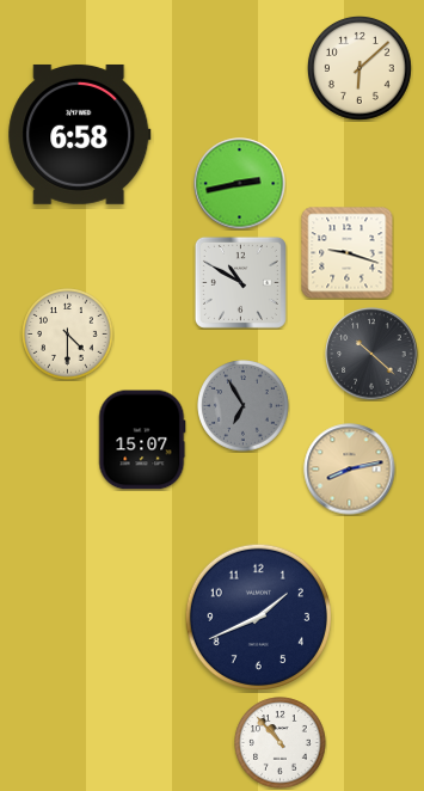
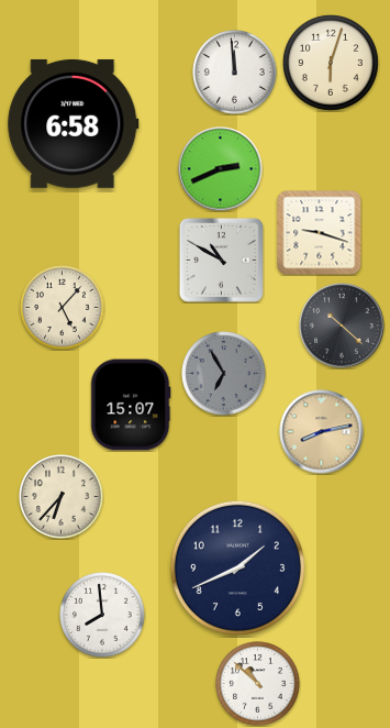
clock at (360, 68): 6:08 -> 6:03
clock at (235, 73): none -> 11:59
clock at (240, 184): 2:43 -> 2:41
clock at (68, 335): 4:30 -> 5:07
clock at (62, 497): none -> 6:37
clock at (102, 615): none -> 7:59
clock at (281, 743): 10:53 -> 10:52
